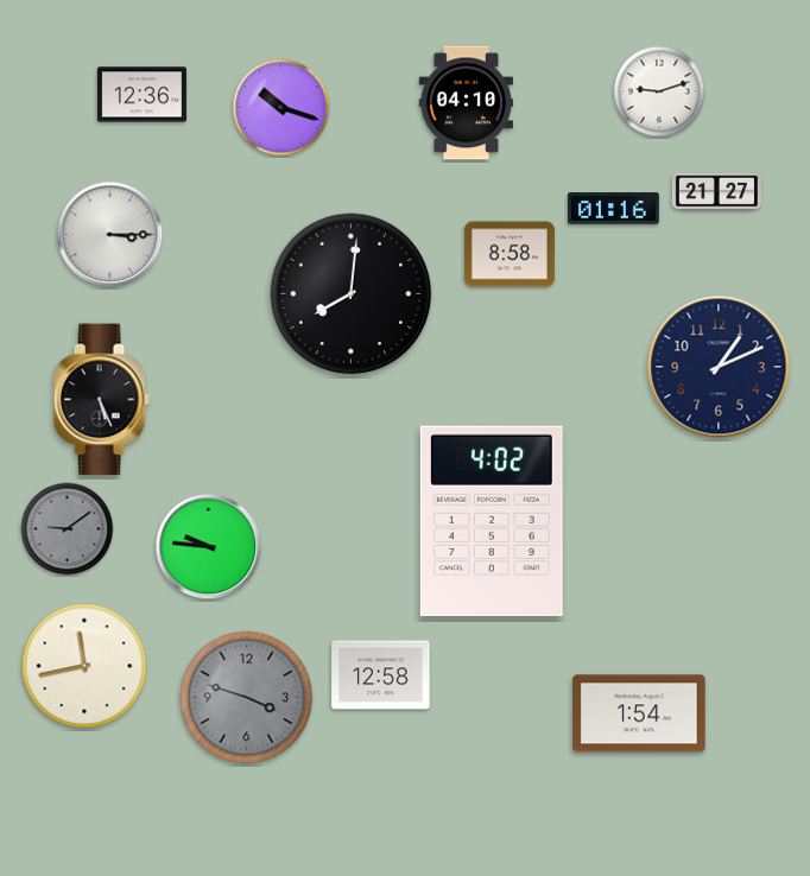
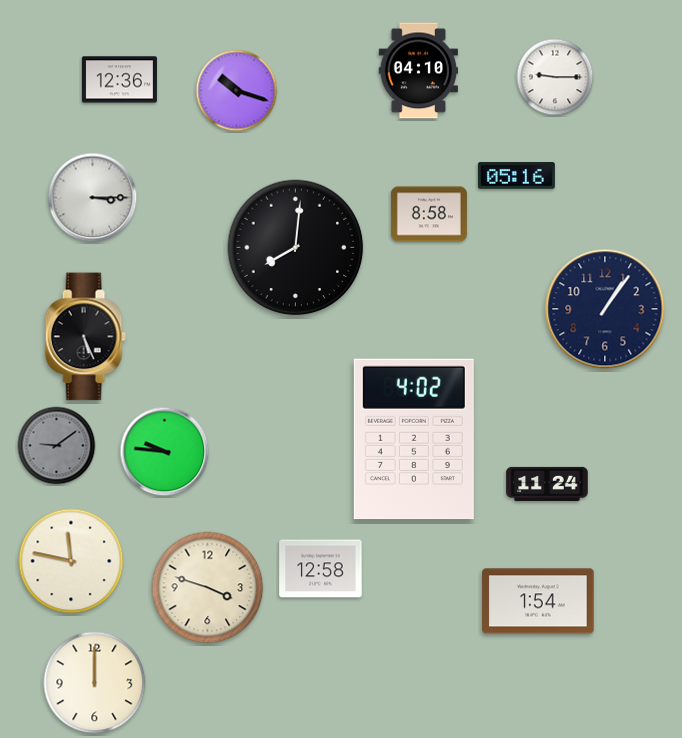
clock at (659, 91): 9:12 -> 9:15
clock at (466, 103) position: (466, 103) -> (418, 71)
clock at (716, 192): 21:27 -> none
clock at (613, 209): 01:16 -> 05:16
clock at (719, 367): 1:11 -> 1:06
clock at (209, 547) position: (209, 547) -> (165, 452)
clock at (547, 484): none -> 11:24
clock at (84, 666): 11:43 -> 11:47
clock at (247, 698) dial: grey -> cream
clock at (95, 683): none -> 12:00
